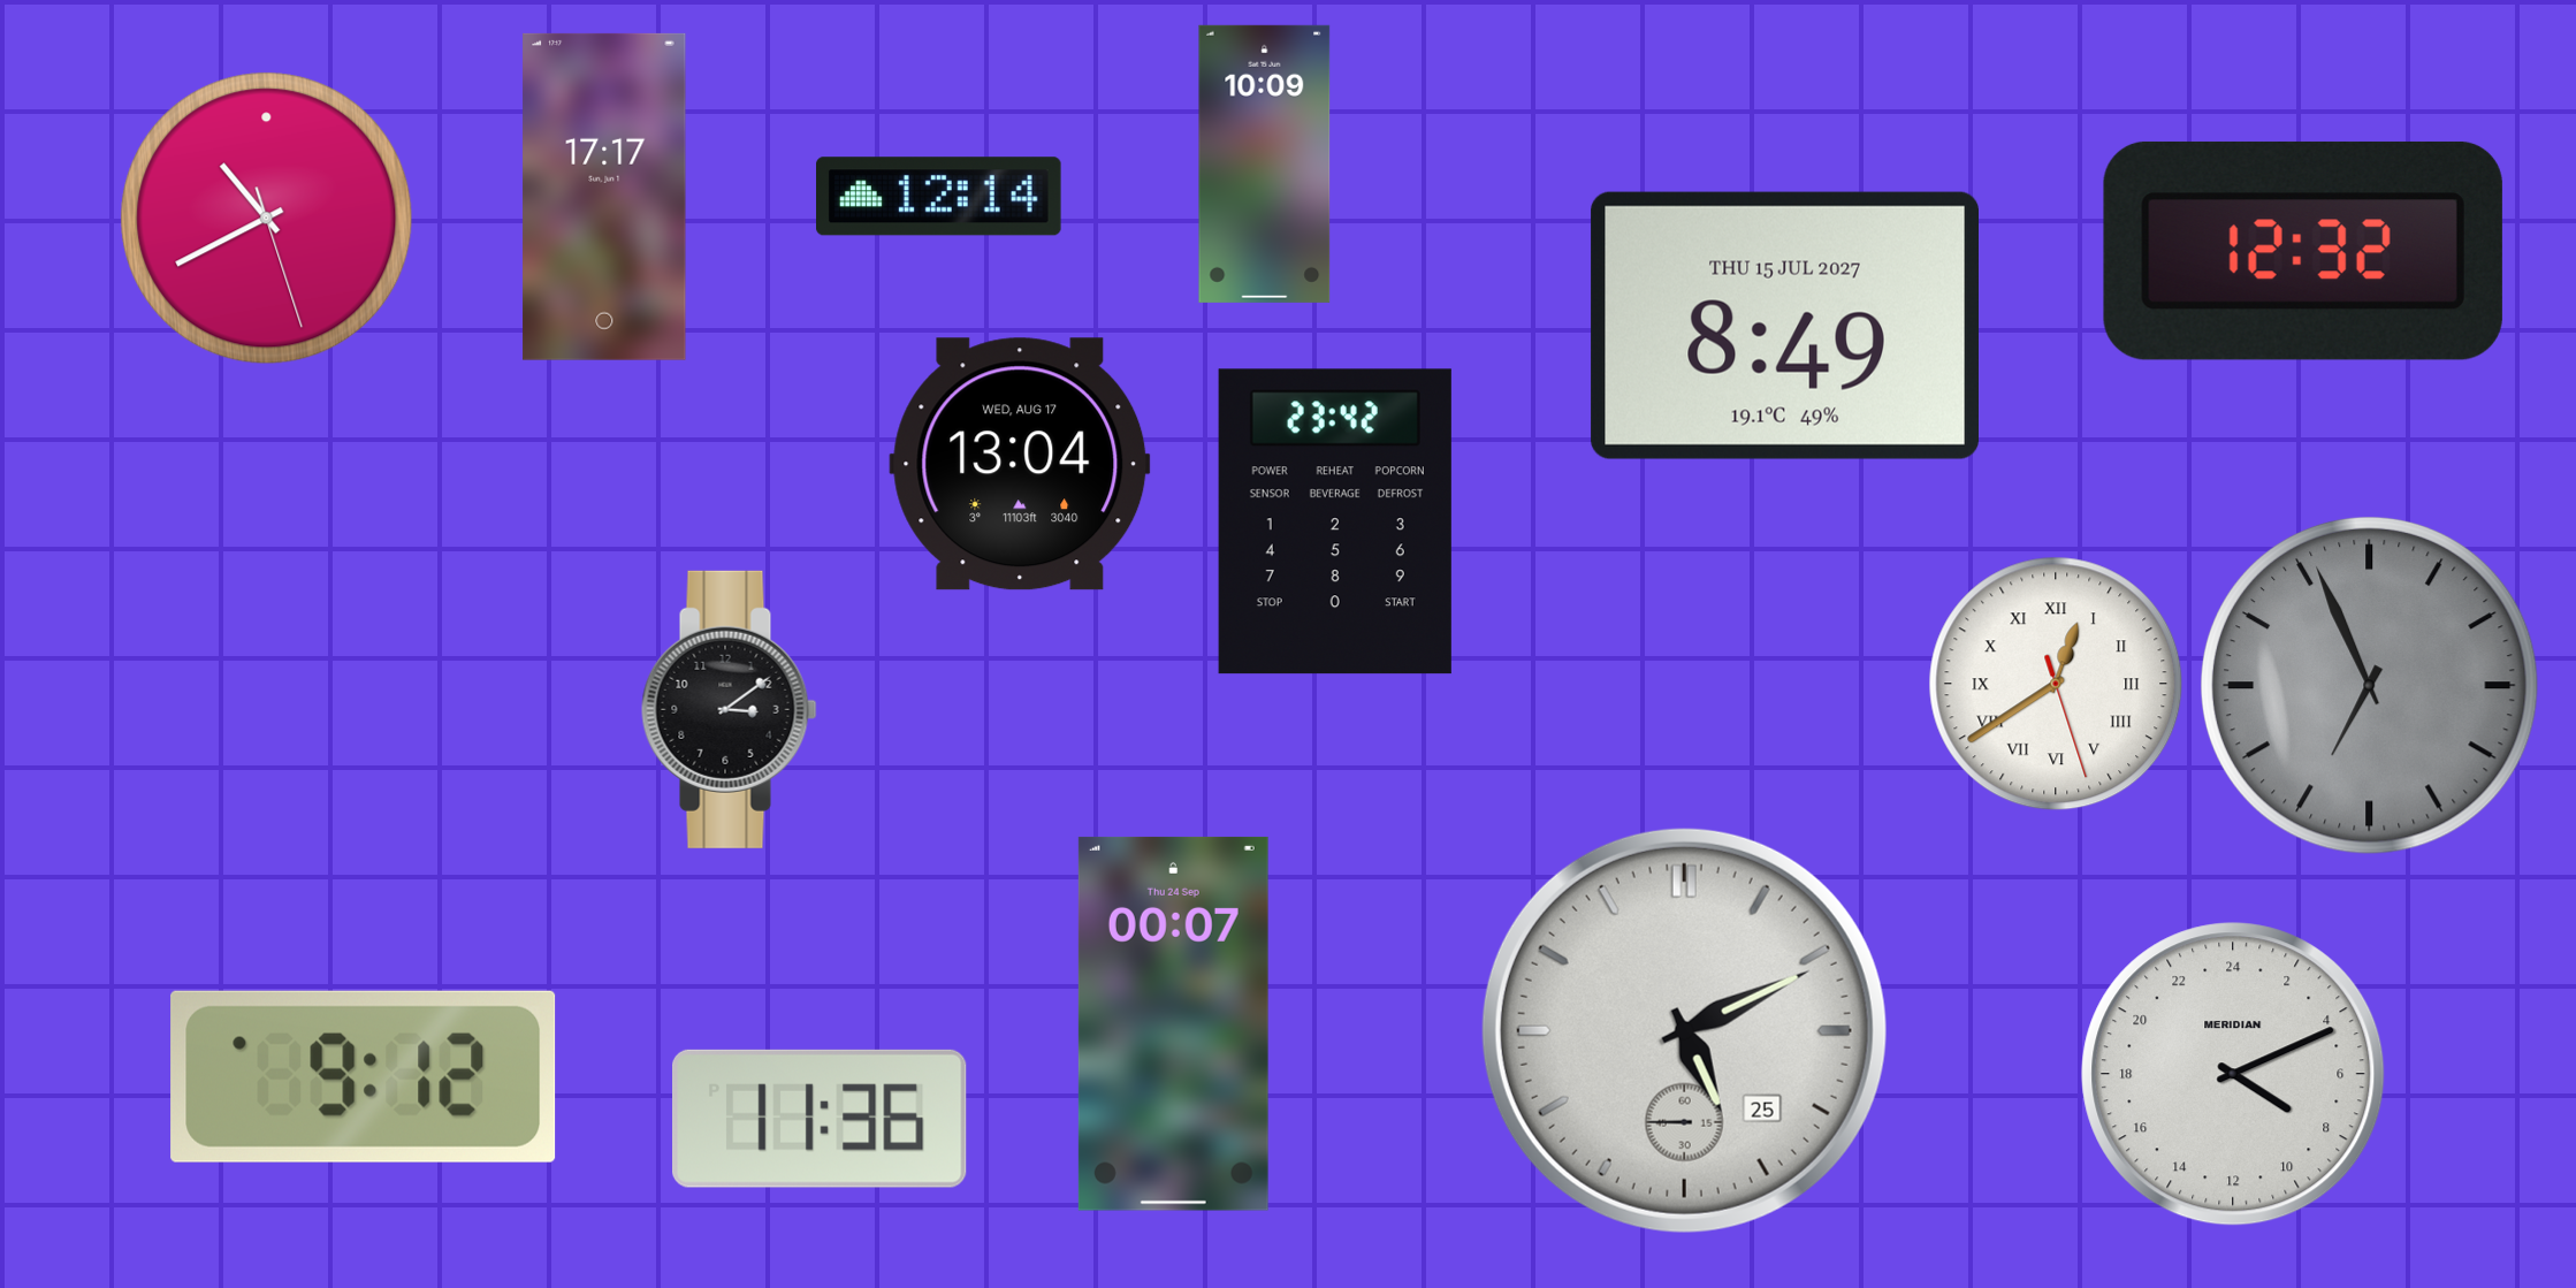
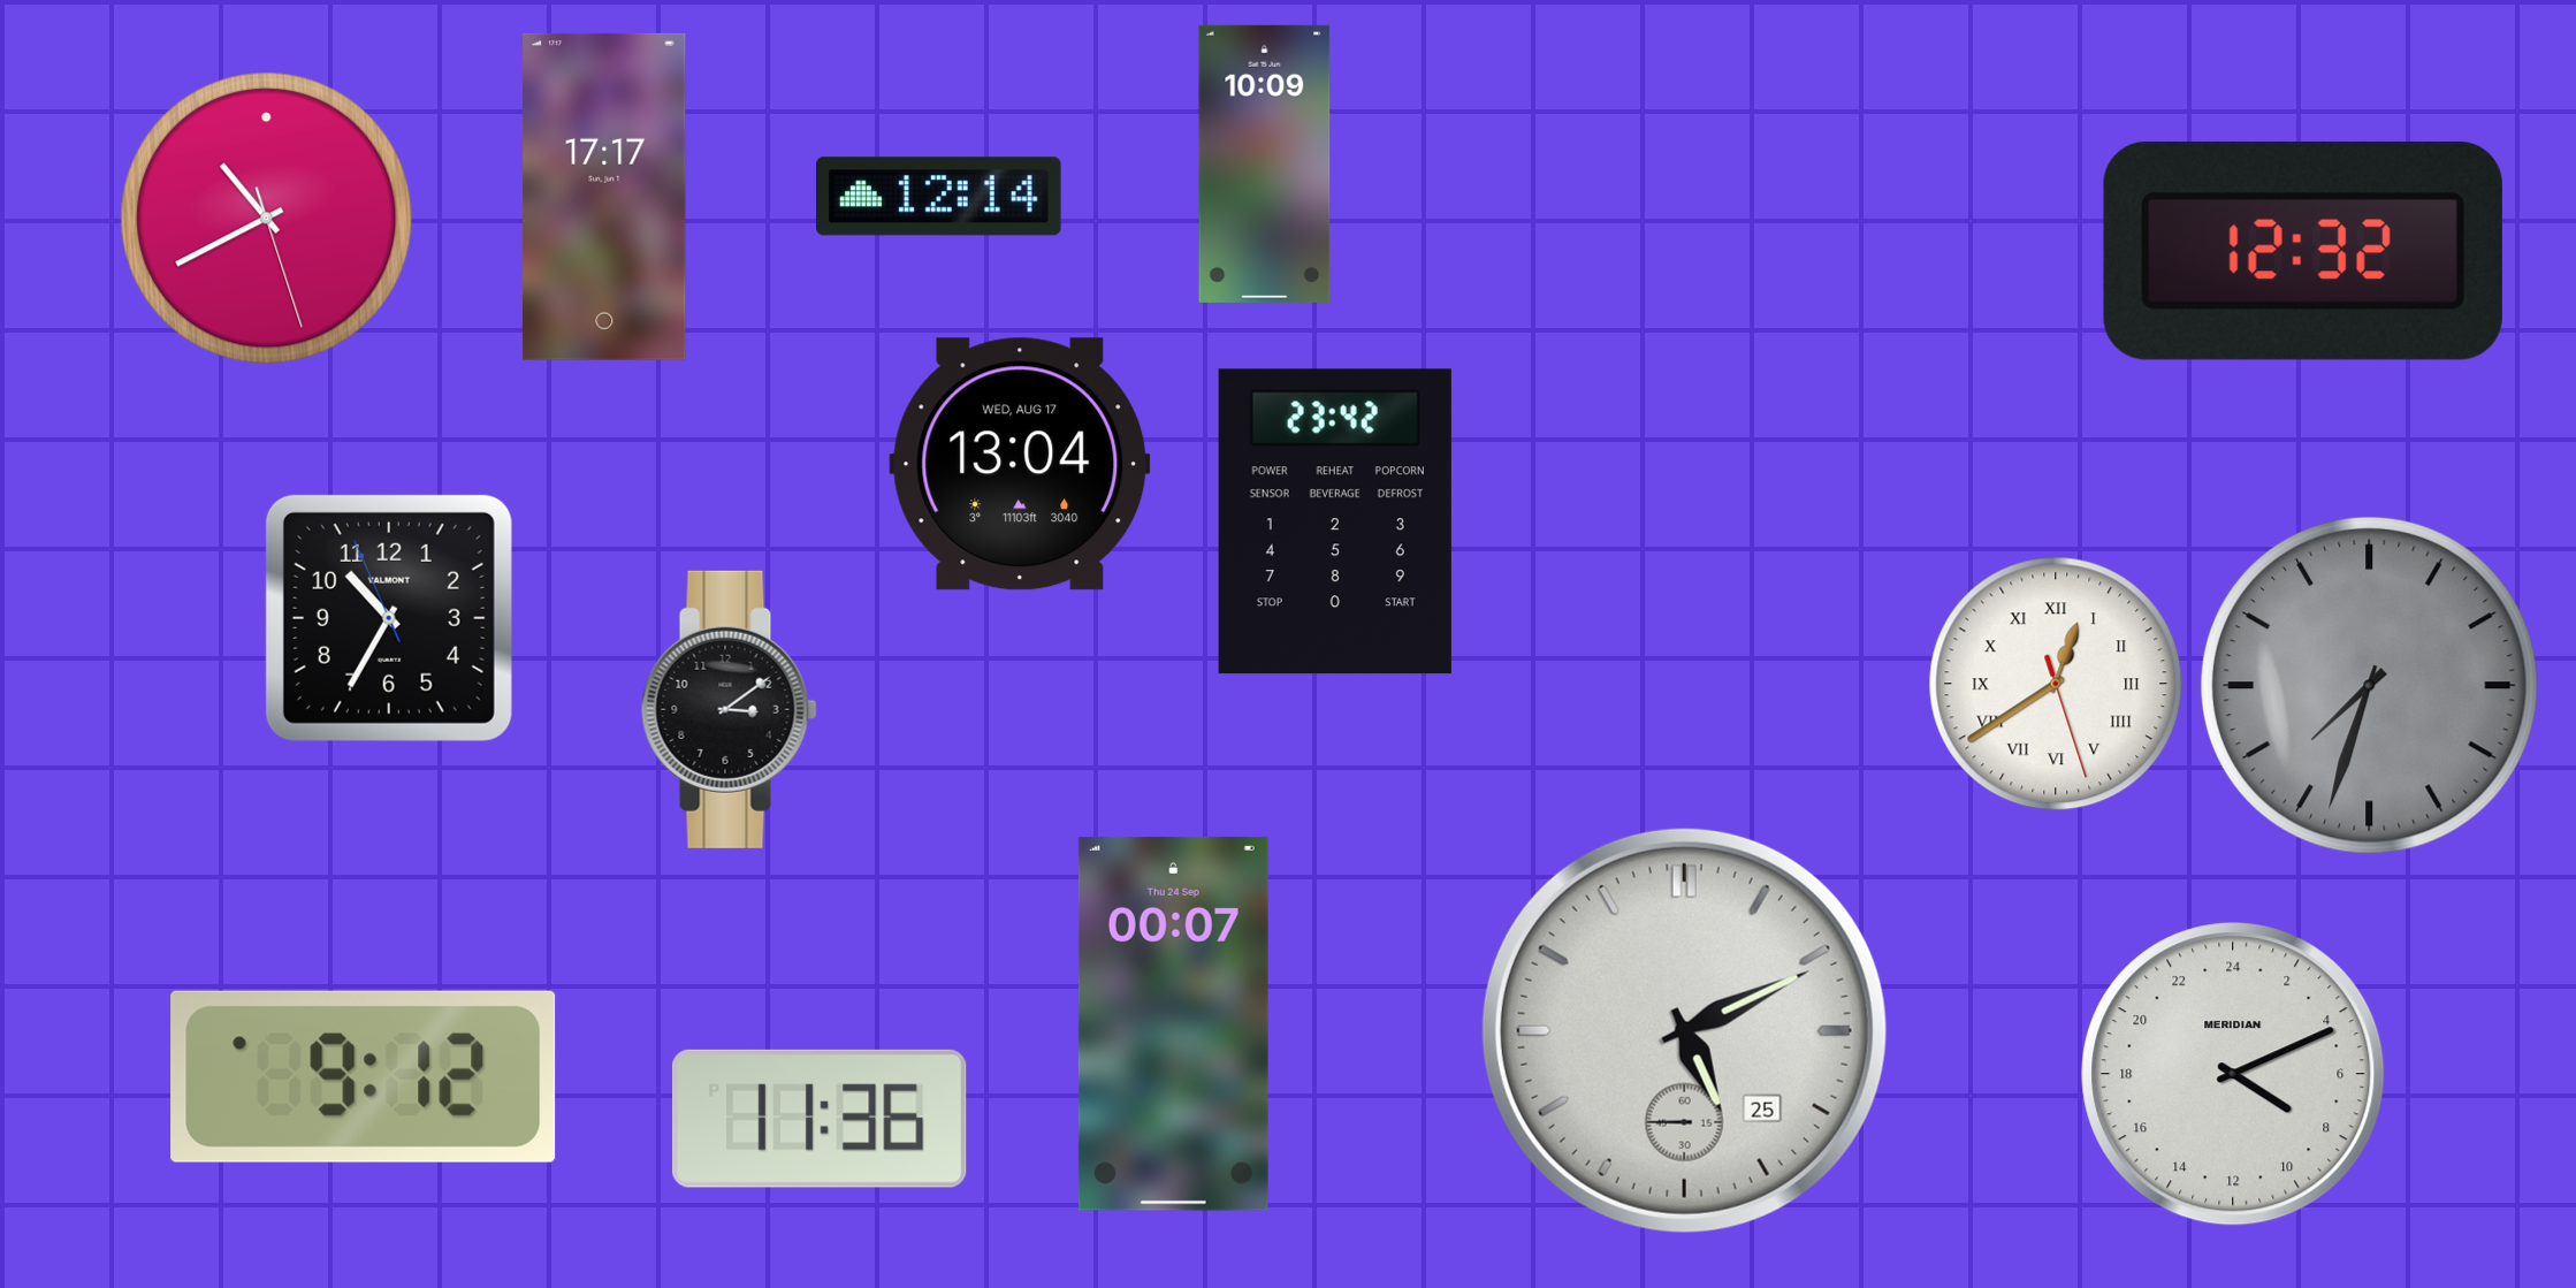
clock at (1784, 326): 8:49 -> none
clock at (389, 618): none -> 10:34
clock at (2369, 685): 6:56 -> 7:33
